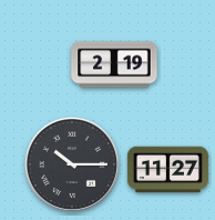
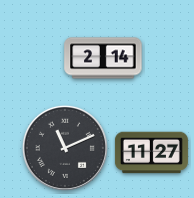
clock at (114, 64): 2:19 -> 2:14
clock at (72, 164): 10:15 -> 11:11
